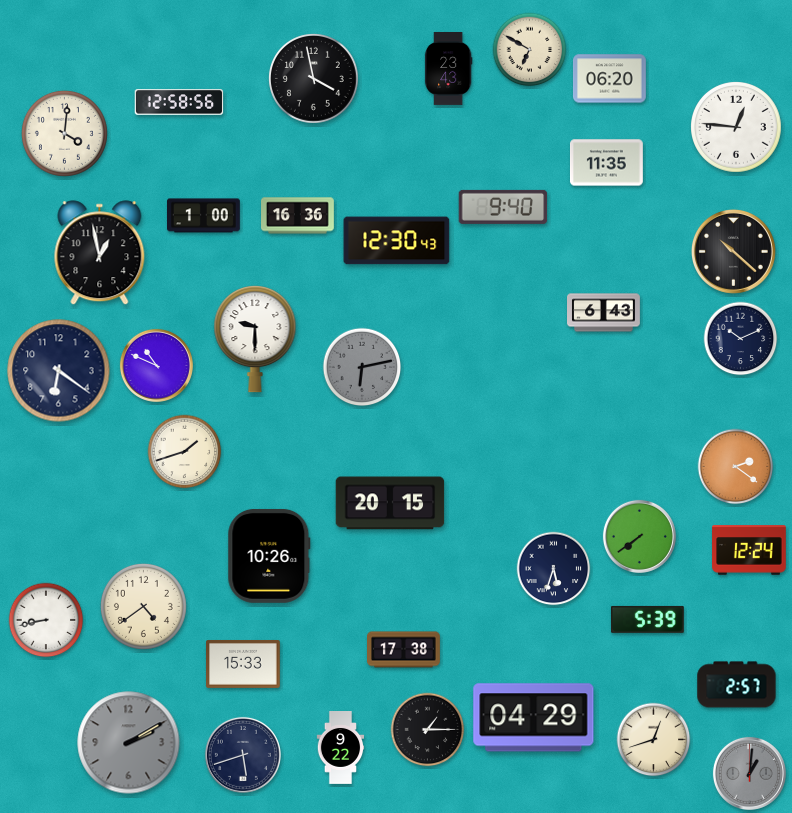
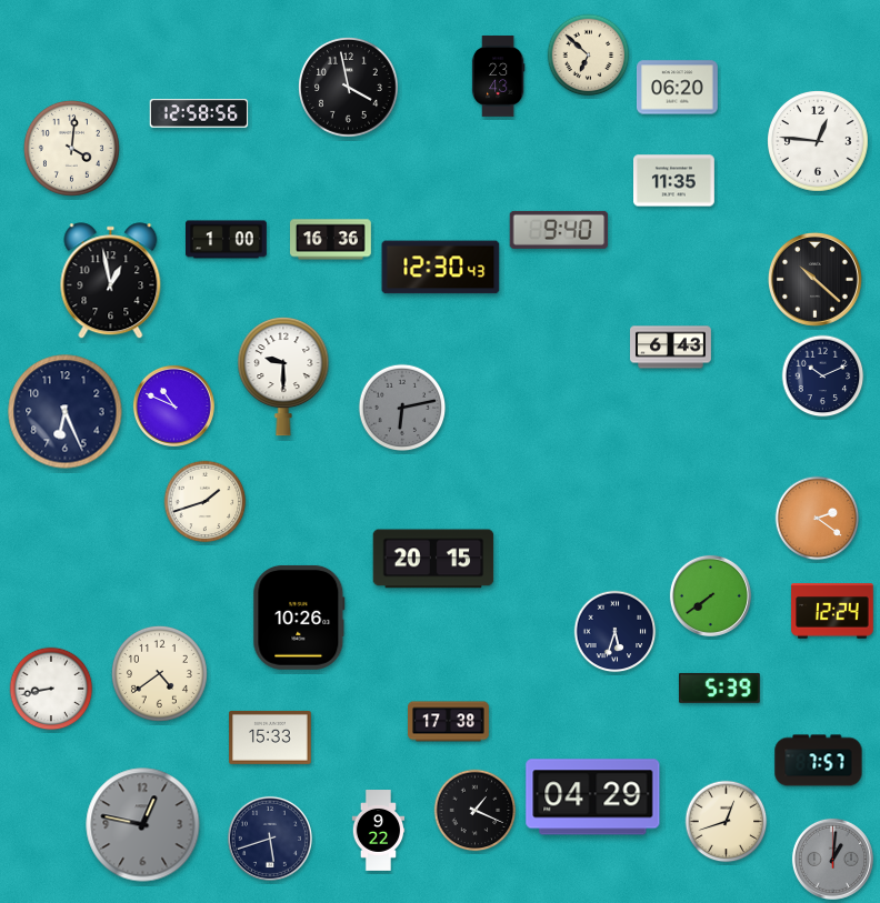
clock at (530, 50): 6:50 -> 6:52
clock at (59, 371): 6:21 -> 6:26
clock at (737, 685): 2:57 -> 7:57
clock at (428, 730): 1:15 -> 1:19
clock at (129, 743): 2:10 -> 12:47
